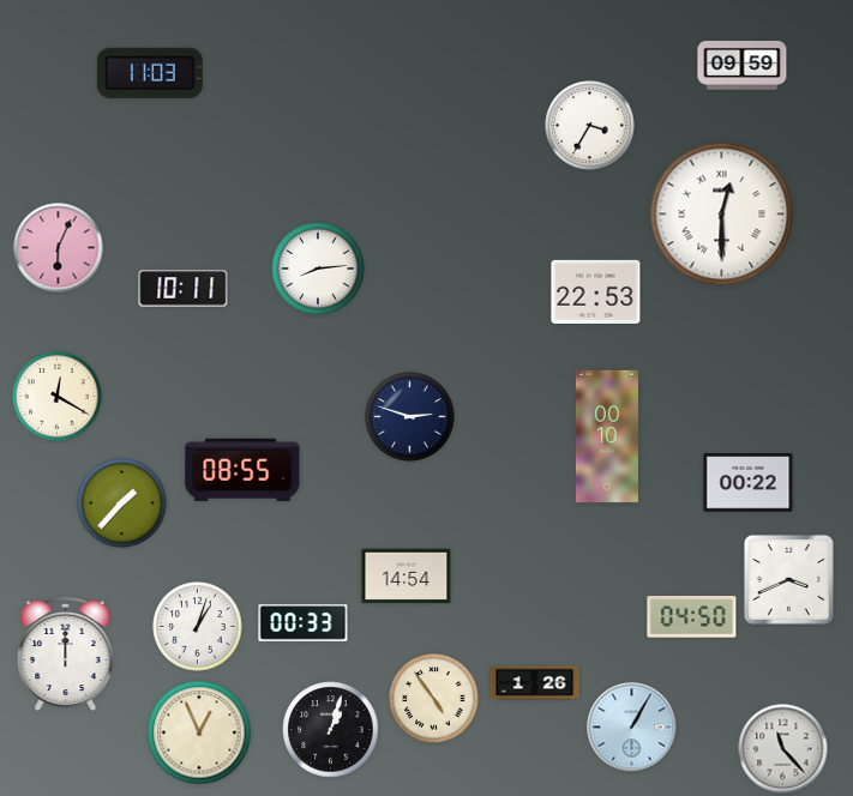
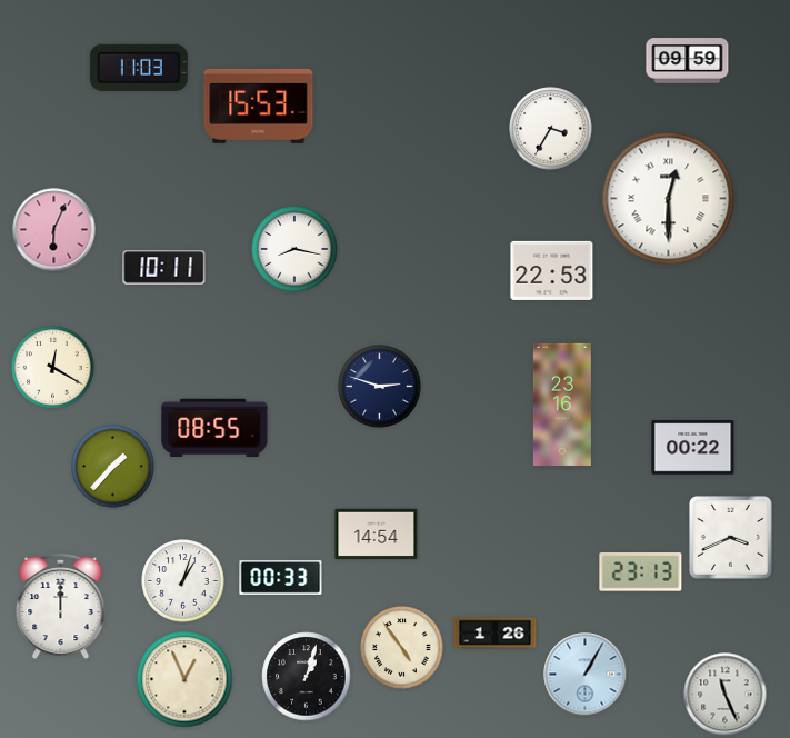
clock at (259, 106): none -> 15:53
clock at (590, 126) position: (590, 126) -> (551, 129)
clock at (318, 269): 8:14 -> 8:17
clock at (184, 289) position: (184, 289) -> (164, 268)
clock at (607, 436): 00:10 -> 23:16
clock at (242, 470) position: (242, 470) -> (214, 428)
clock at (692, 617): 04:50 -> 23:13
clock at (783, 749): 11:23 -> 11:26
